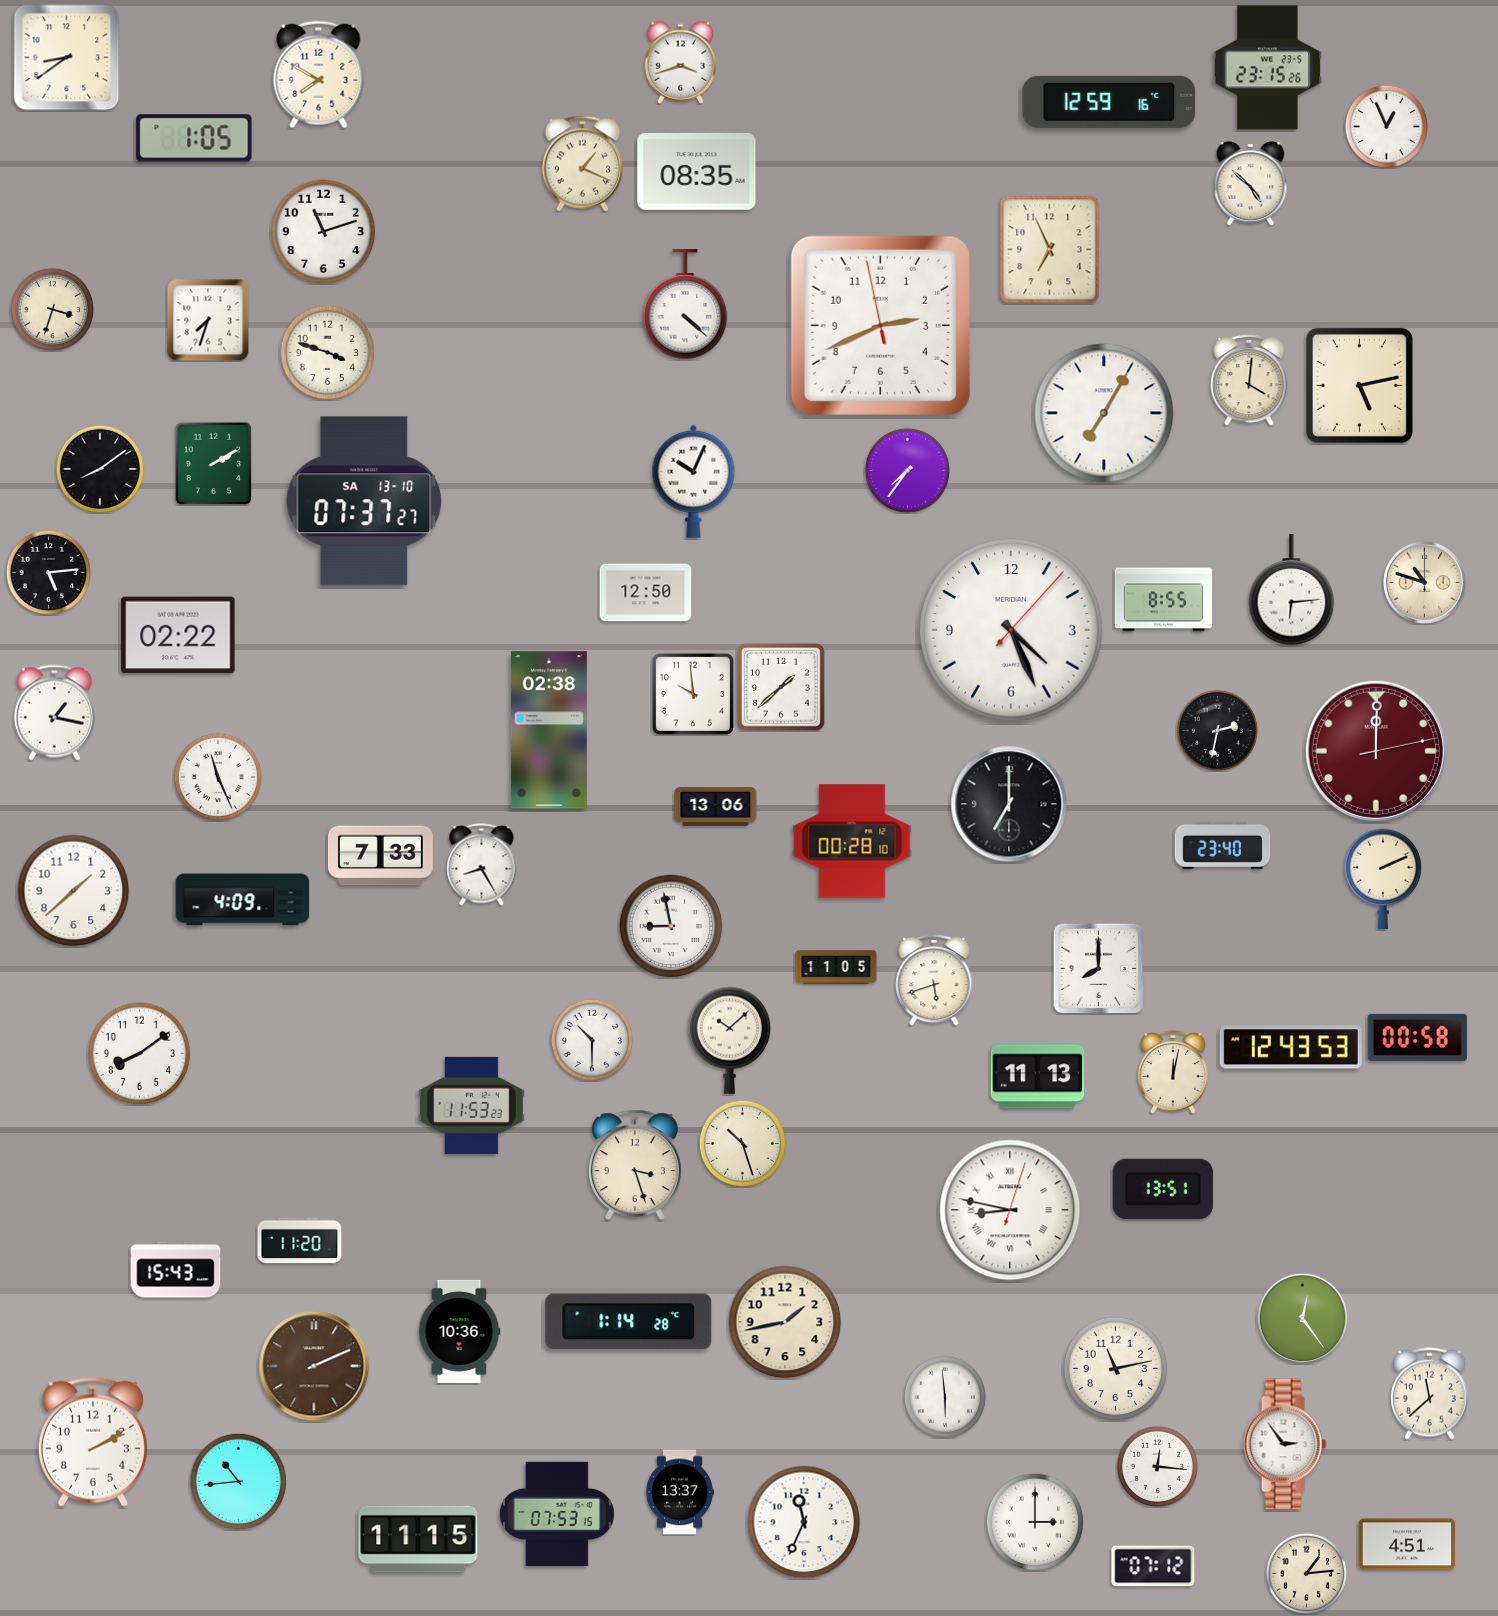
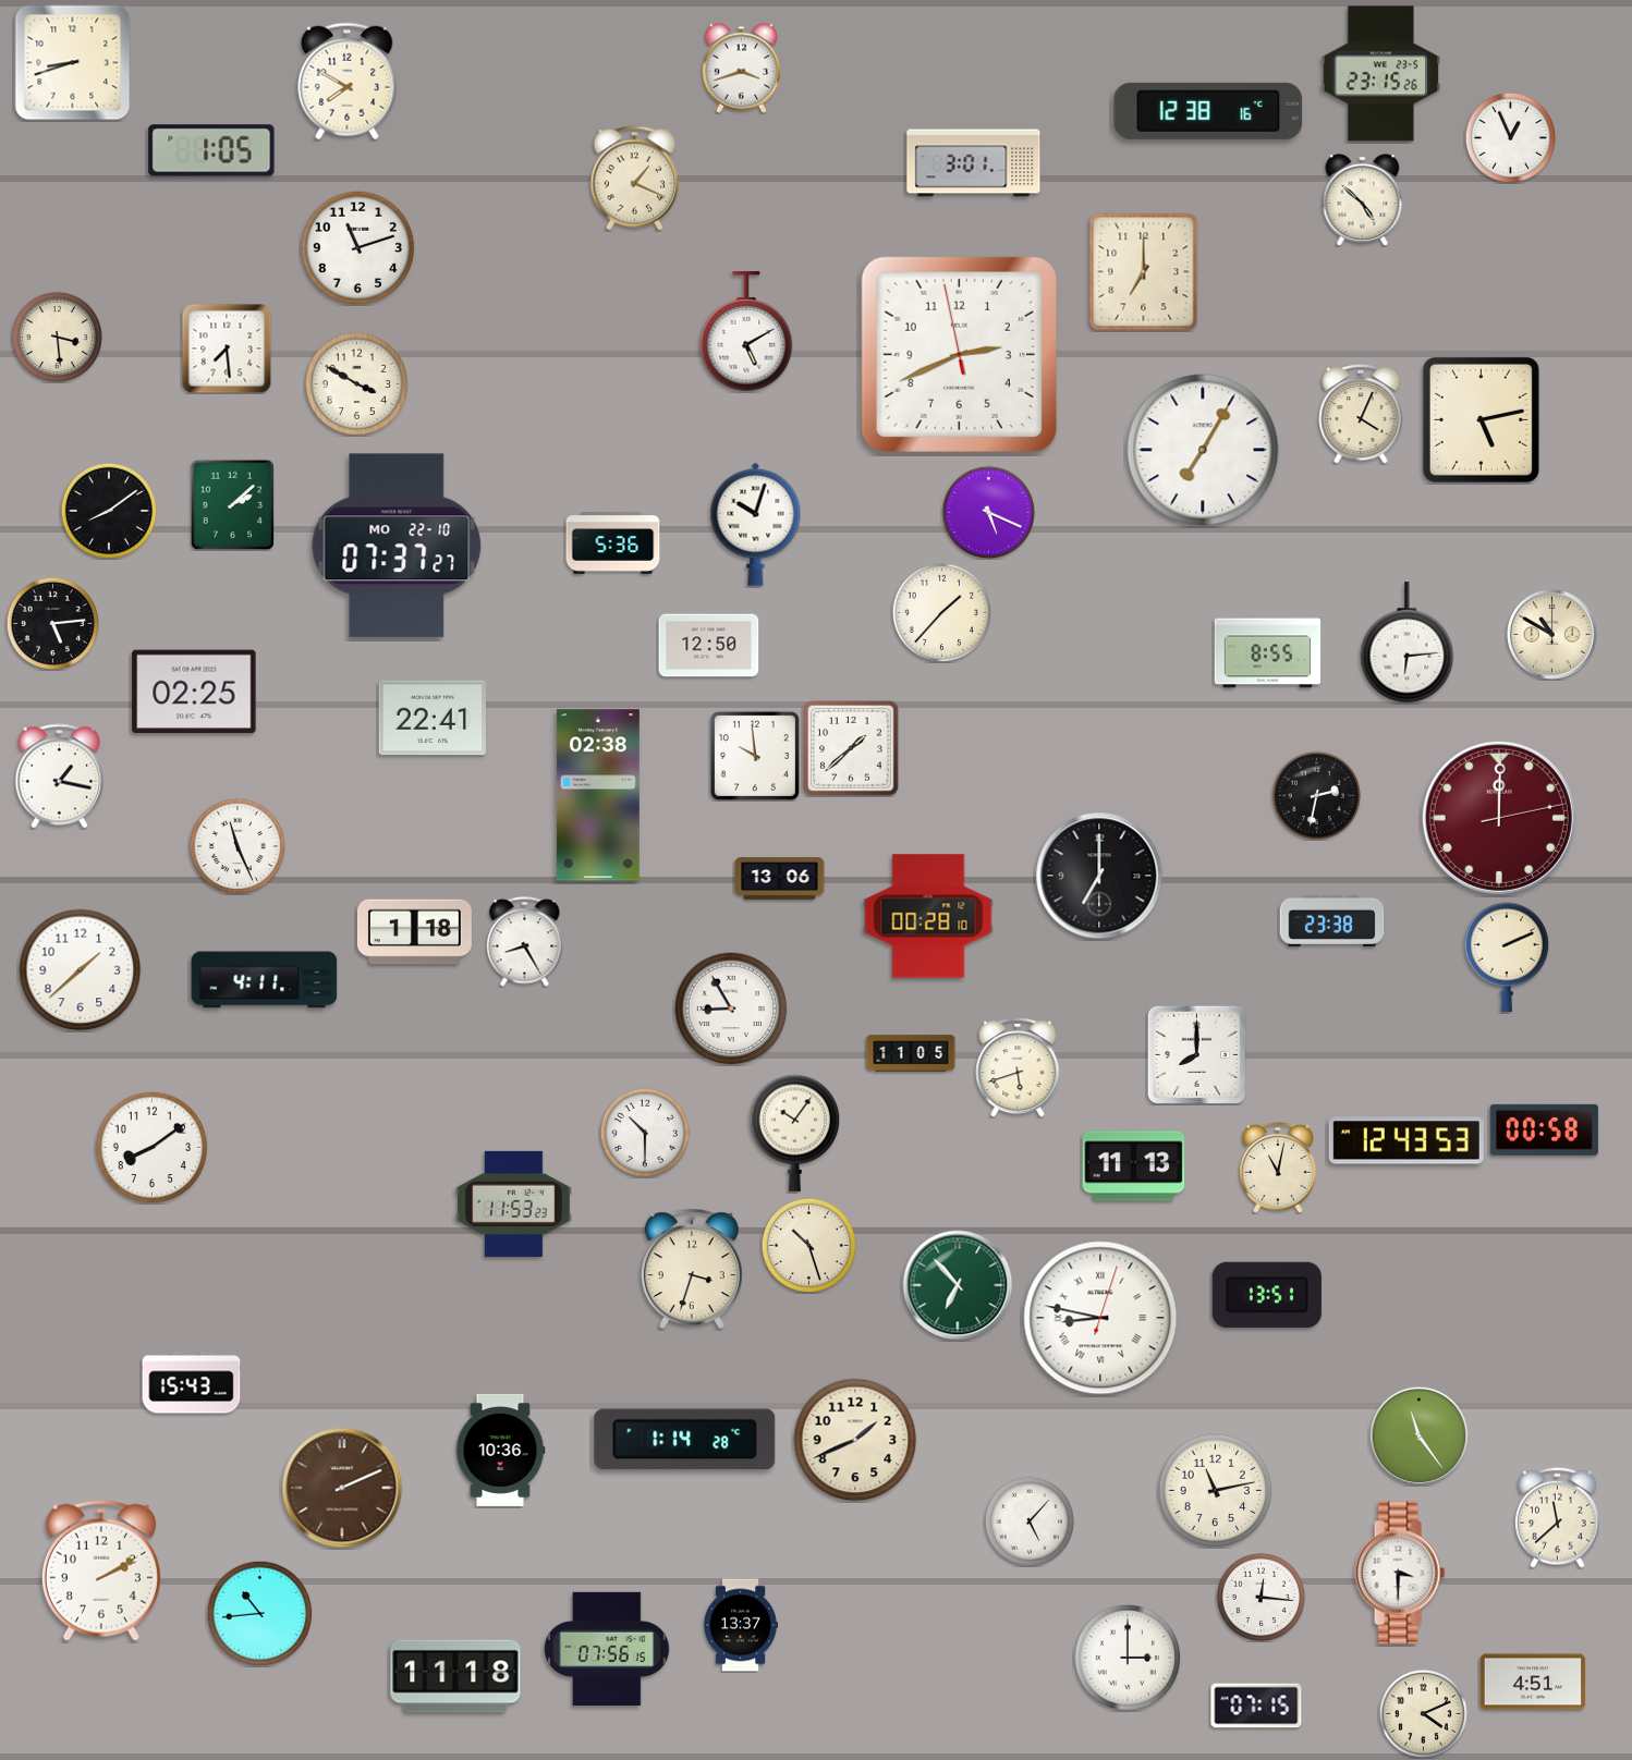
clock at (67, 58): 8:39 -> 8:42
clock at (1109, 102): 12:59 -> 12:38
clock at (974, 163): none -> 3:01
clock at (697, 172): 08:35 -> none
clock at (324, 232) position: (324, 232) -> (358, 248)
clock at (1050, 250): 6:56 -> 7:00
clock at (685, 305): 4:22 -> 5:10
clock at (52, 309): 3:33 -> 3:29
clock at (208, 320): 7:33 -> 7:29
clock at (327, 352): 3:48 -> 3:50
clock at (1249, 380): 4:01 -> 4:04
clock at (214, 463): 2:10 -> 2:08
clock at (907, 470): 7:36 -> 5:19
clock at (694, 481): 10:04 -> 10:03
clock at (613, 543): none -> 5:36
clock at (364, 501) date: SA 13-10 -> MO 22-10
clock at (941, 612): none -> 1:37
clock at (1424, 582): 10:48 -> 10:50
clock at (646, 593) position: (646, 593) -> (709, 646)
clock at (1011, 630): 4:26 -> none
clock at (178, 635): 02:22 -> 02:25
clock at (431, 718): none -> 22:41
clock at (1217, 730) position: (1217, 730) -> (1316, 795)
clock at (1223, 845): 23:40 -> 23:38
clock at (380, 856): 7:33 -> 1:18
clock at (243, 900): 4:09 -> 4:11
clock at (671, 926): 8:58 -> 8:55
clock at (730, 1040): 10:08 -> 10:06
clock at (1174, 1072): 12:02 -> 11:02
clock at (1038, 1077) position: (1038, 1077) -> (1134, 1166)
clock at (635, 1164): 3:27 -> 3:33
clock at (958, 1285): none -> 6:53
clock at (300, 1241): 11:20 -> none
clock at (1302, 1318): 12:24 -> 11:24
clock at (785, 1322): 1:43 -> 1:41
clock at (945, 1397): 5:59 -> 5:07
clock at (1285, 1444): 2:54 -> 3:30
clock at (557, 1513): 07:53 -> 07:56
clock at (804, 1522): 11:34 -> none
clock at (418, 1539): 11:15 -> 11:18
clock at (1153, 1566): 07:12 -> 07:15
clock at (1306, 1573): 1:14 -> 4:11
